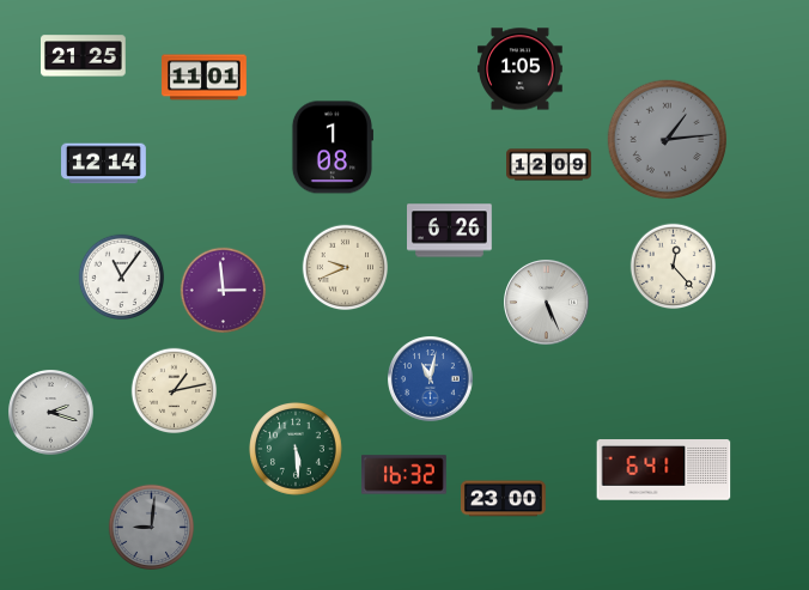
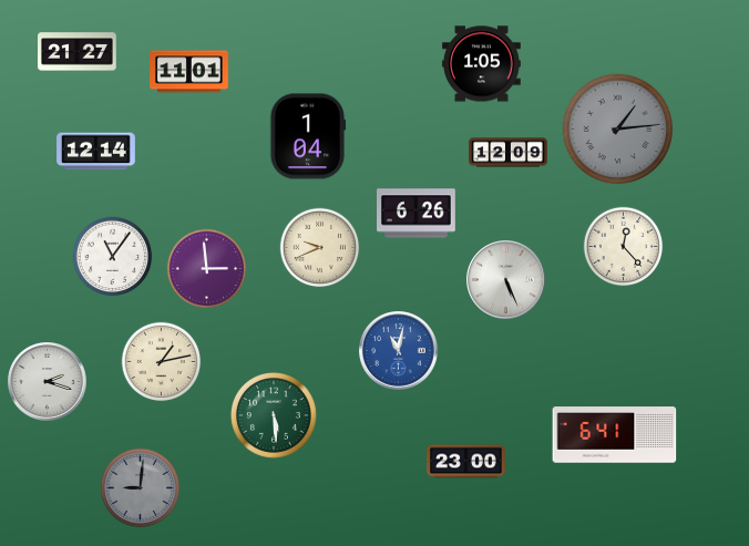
clock at (84, 56): 21:25 -> 21:27
clock at (331, 147): 1:08 -> 1:04
clock at (404, 475): 16:32 -> none
